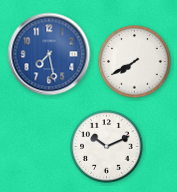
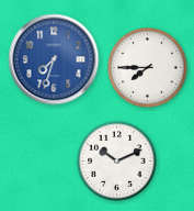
clock at (49, 54): 7:28 -> 7:33
clock at (135, 62): 7:40 -> 7:45
